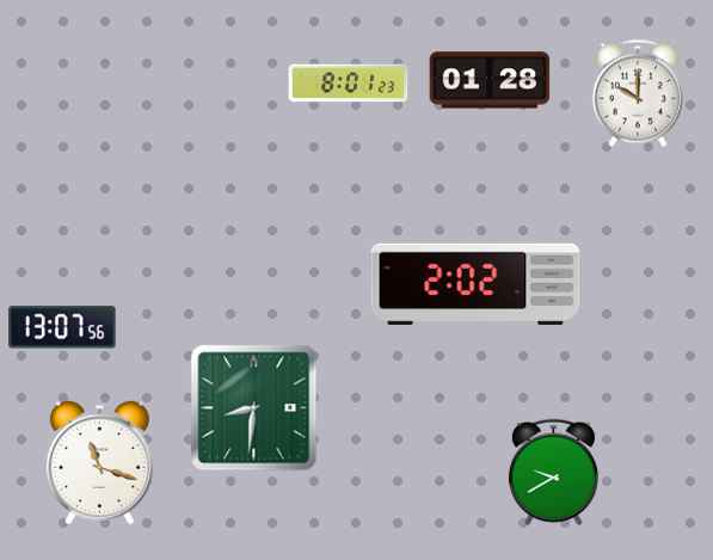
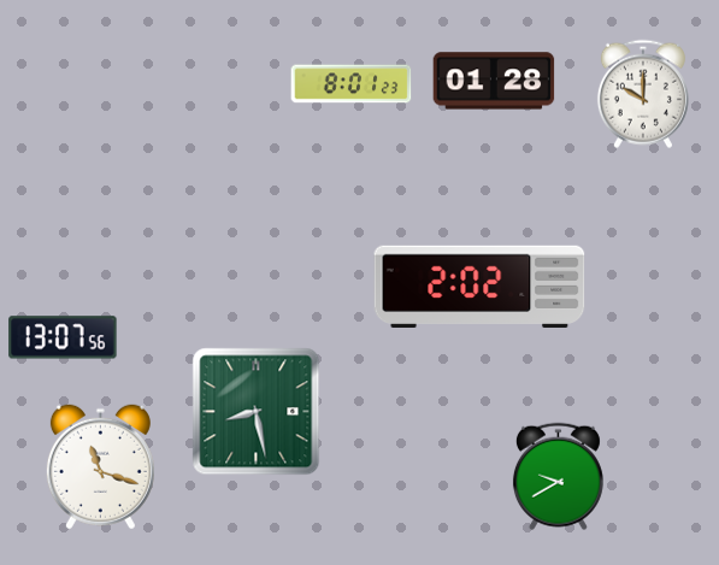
clock at (62, 327) position: (62, 327) -> (63, 337)
clock at (254, 408): 8:31 -> 8:28
